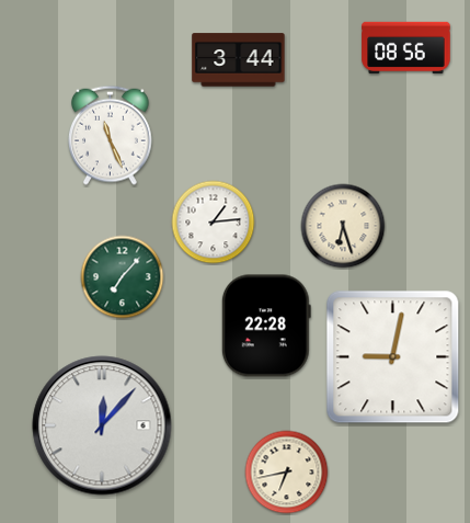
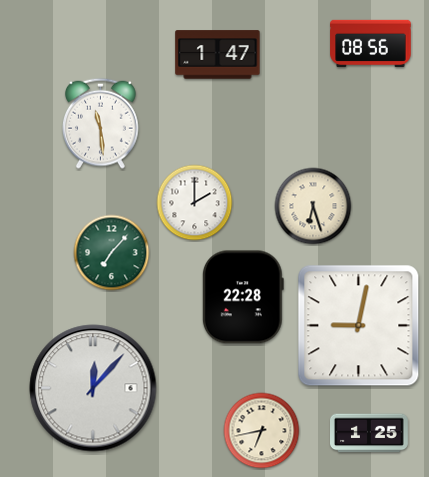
clock at (239, 60): 3:44 -> 1:47
clock at (111, 135): 11:26 -> 11:29
clock at (214, 223): 1:14 -> 2:00
clock at (370, 433): none -> 1:25
